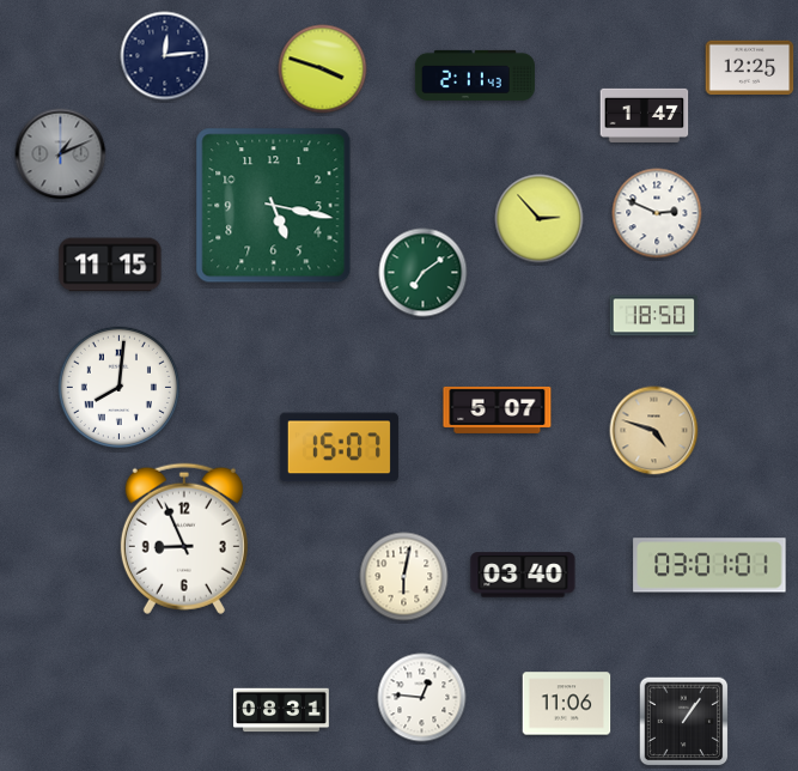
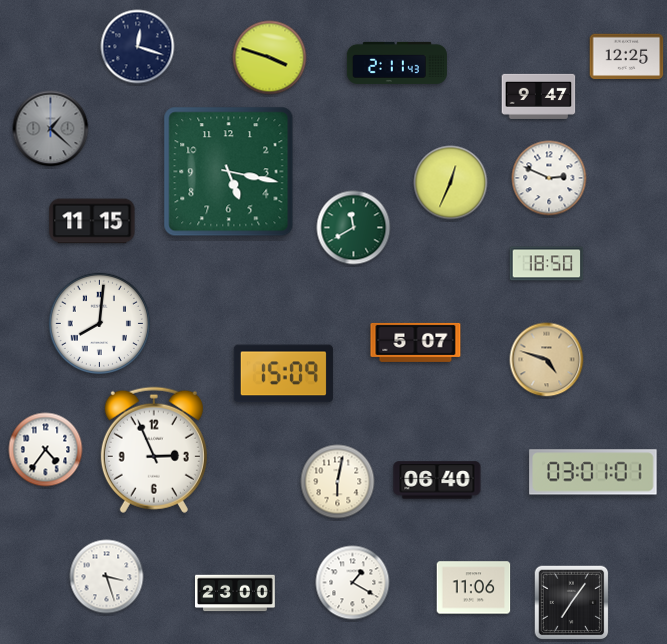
clock at (165, 56): 12:14 -> 12:18
clock at (645, 115): 1:47 -> 9:47
clock at (61, 154): 1:11 -> 1:22
clock at (540, 219): 2:53 -> 12:34
clock at (424, 273): 7:09 -> 11:40
clock at (339, 448): 15:07 -> 15:09
clock at (46, 450): none -> 4:36
clock at (184, 539): 8:56 -> 2:56
clock at (523, 575): 03:40 -> 06:40
clock at (107, 577): none -> 3:27
clock at (422, 698): 12:46 -> 1:20
clock at (281, 710): 08:31 -> 23:00
clock at (684, 722): 1:06 -> 7:06
